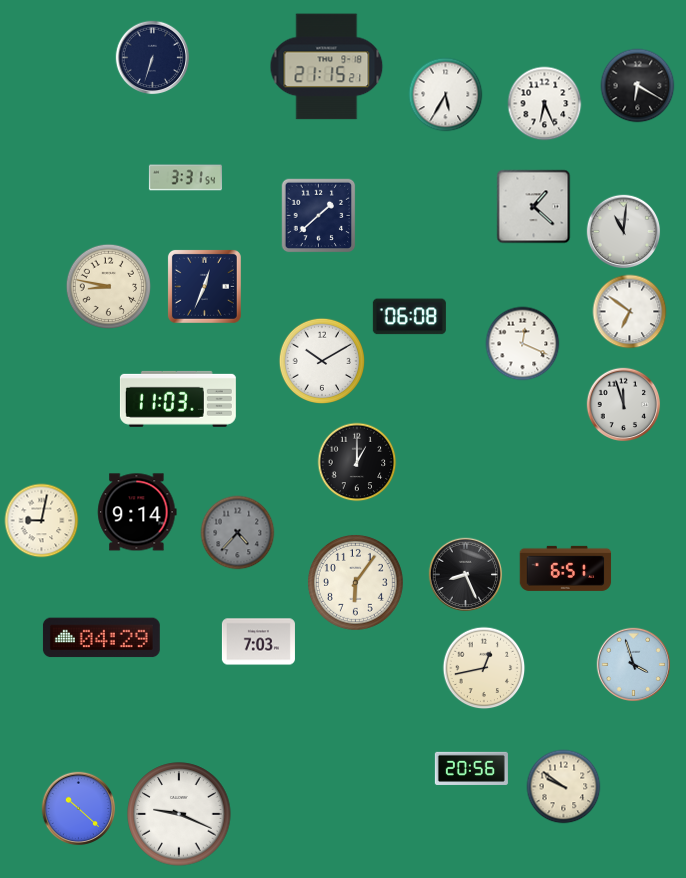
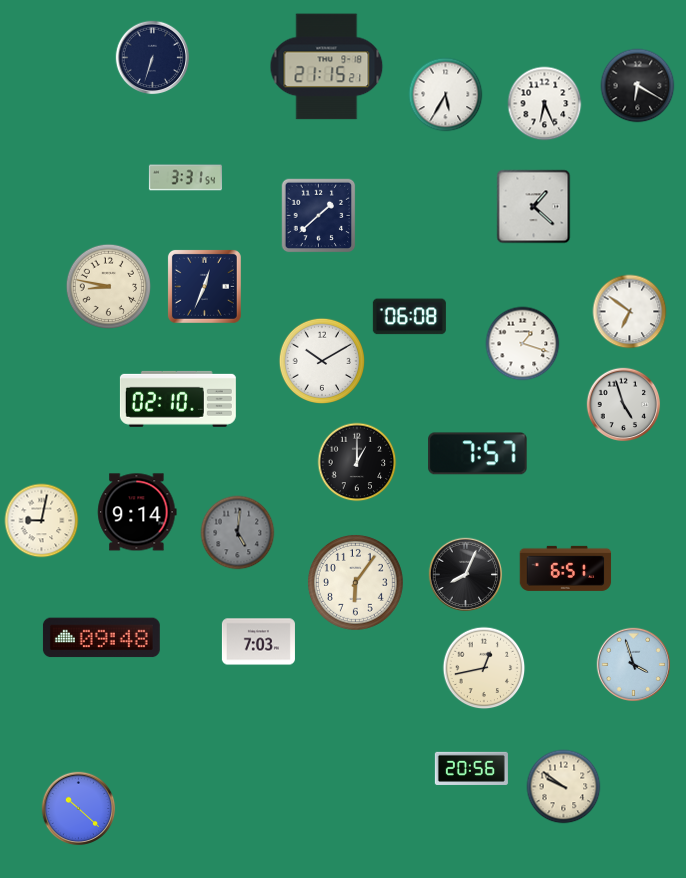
clock at (624, 232): 11:01 -> none
clock at (523, 344): 12:19 -> 1:18
clock at (178, 399): 11:03 -> 02:10
clock at (624, 405): 11:57 -> 4:57
clock at (478, 454): none -> 7:57
clock at (238, 533): 4:37 -> 5:01
clock at (466, 575): 8:26 -> 8:04
clock at (101, 638): 04:29 -> 09:48
clock at (179, 814): 9:19 -> none
